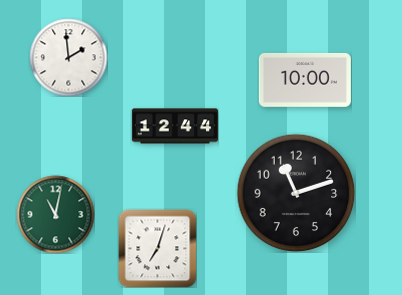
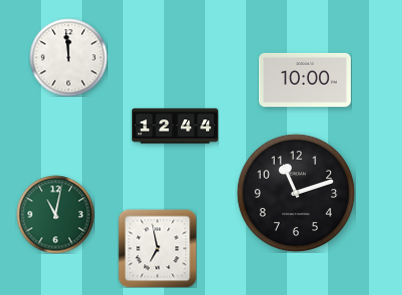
clock at (68, 57): 1:59 -> 11:59
clock at (157, 248): 7:03 -> 6:58
